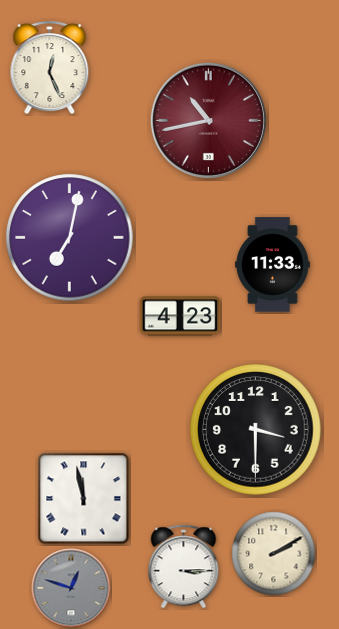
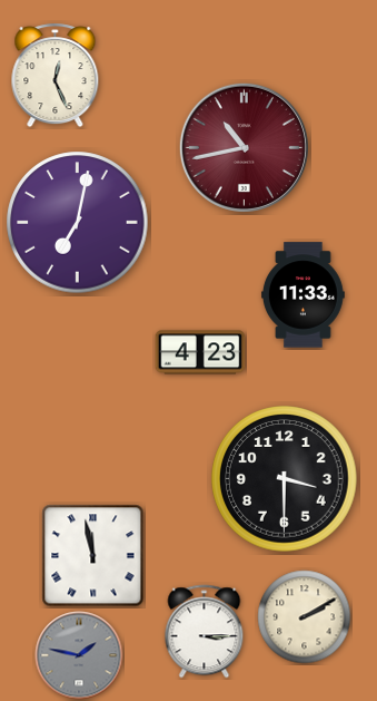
clock at (208, 120) position: (208, 120) -> (244, 147)
clock at (70, 238) position: (70, 238) -> (78, 223)
clock at (71, 588): 12:48 -> 1:47
